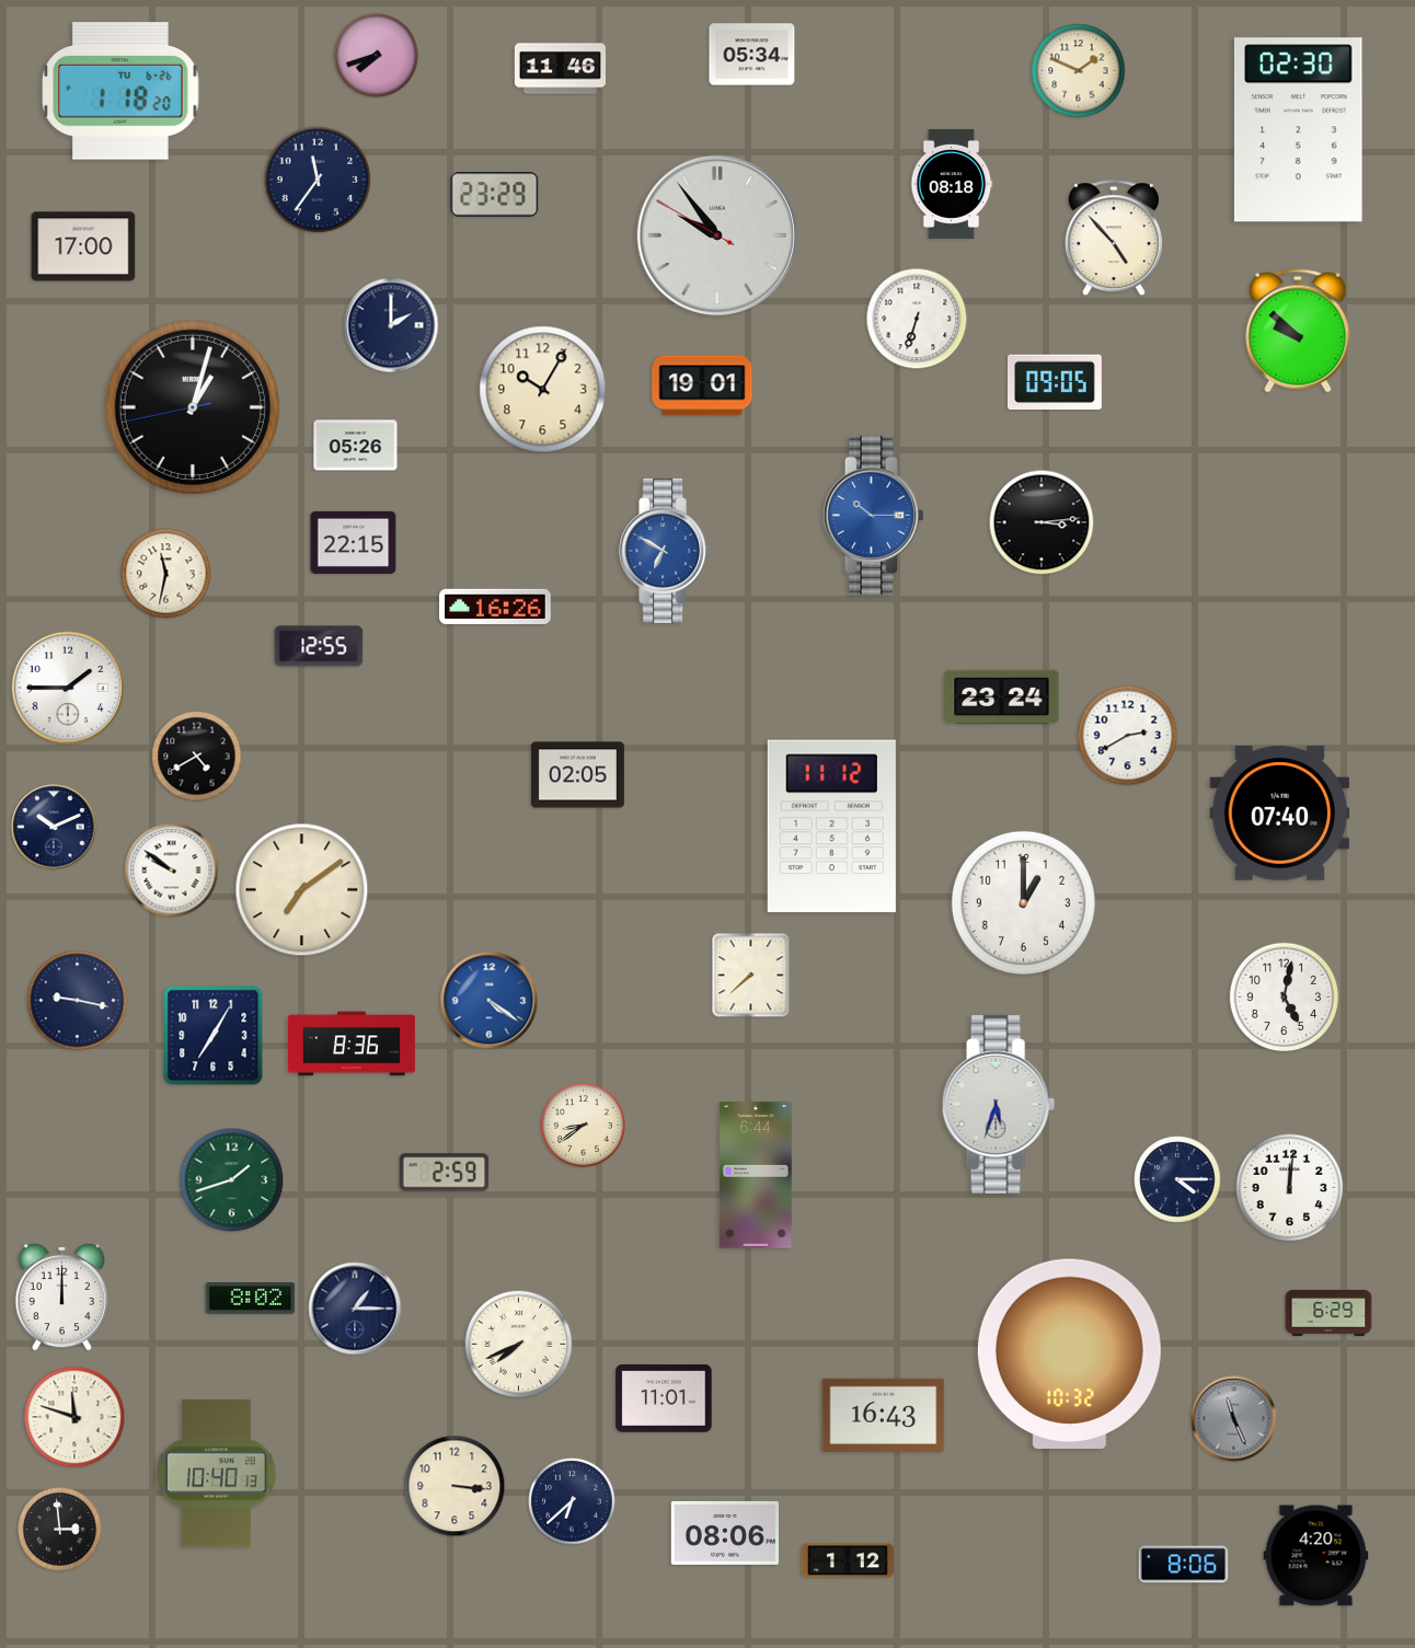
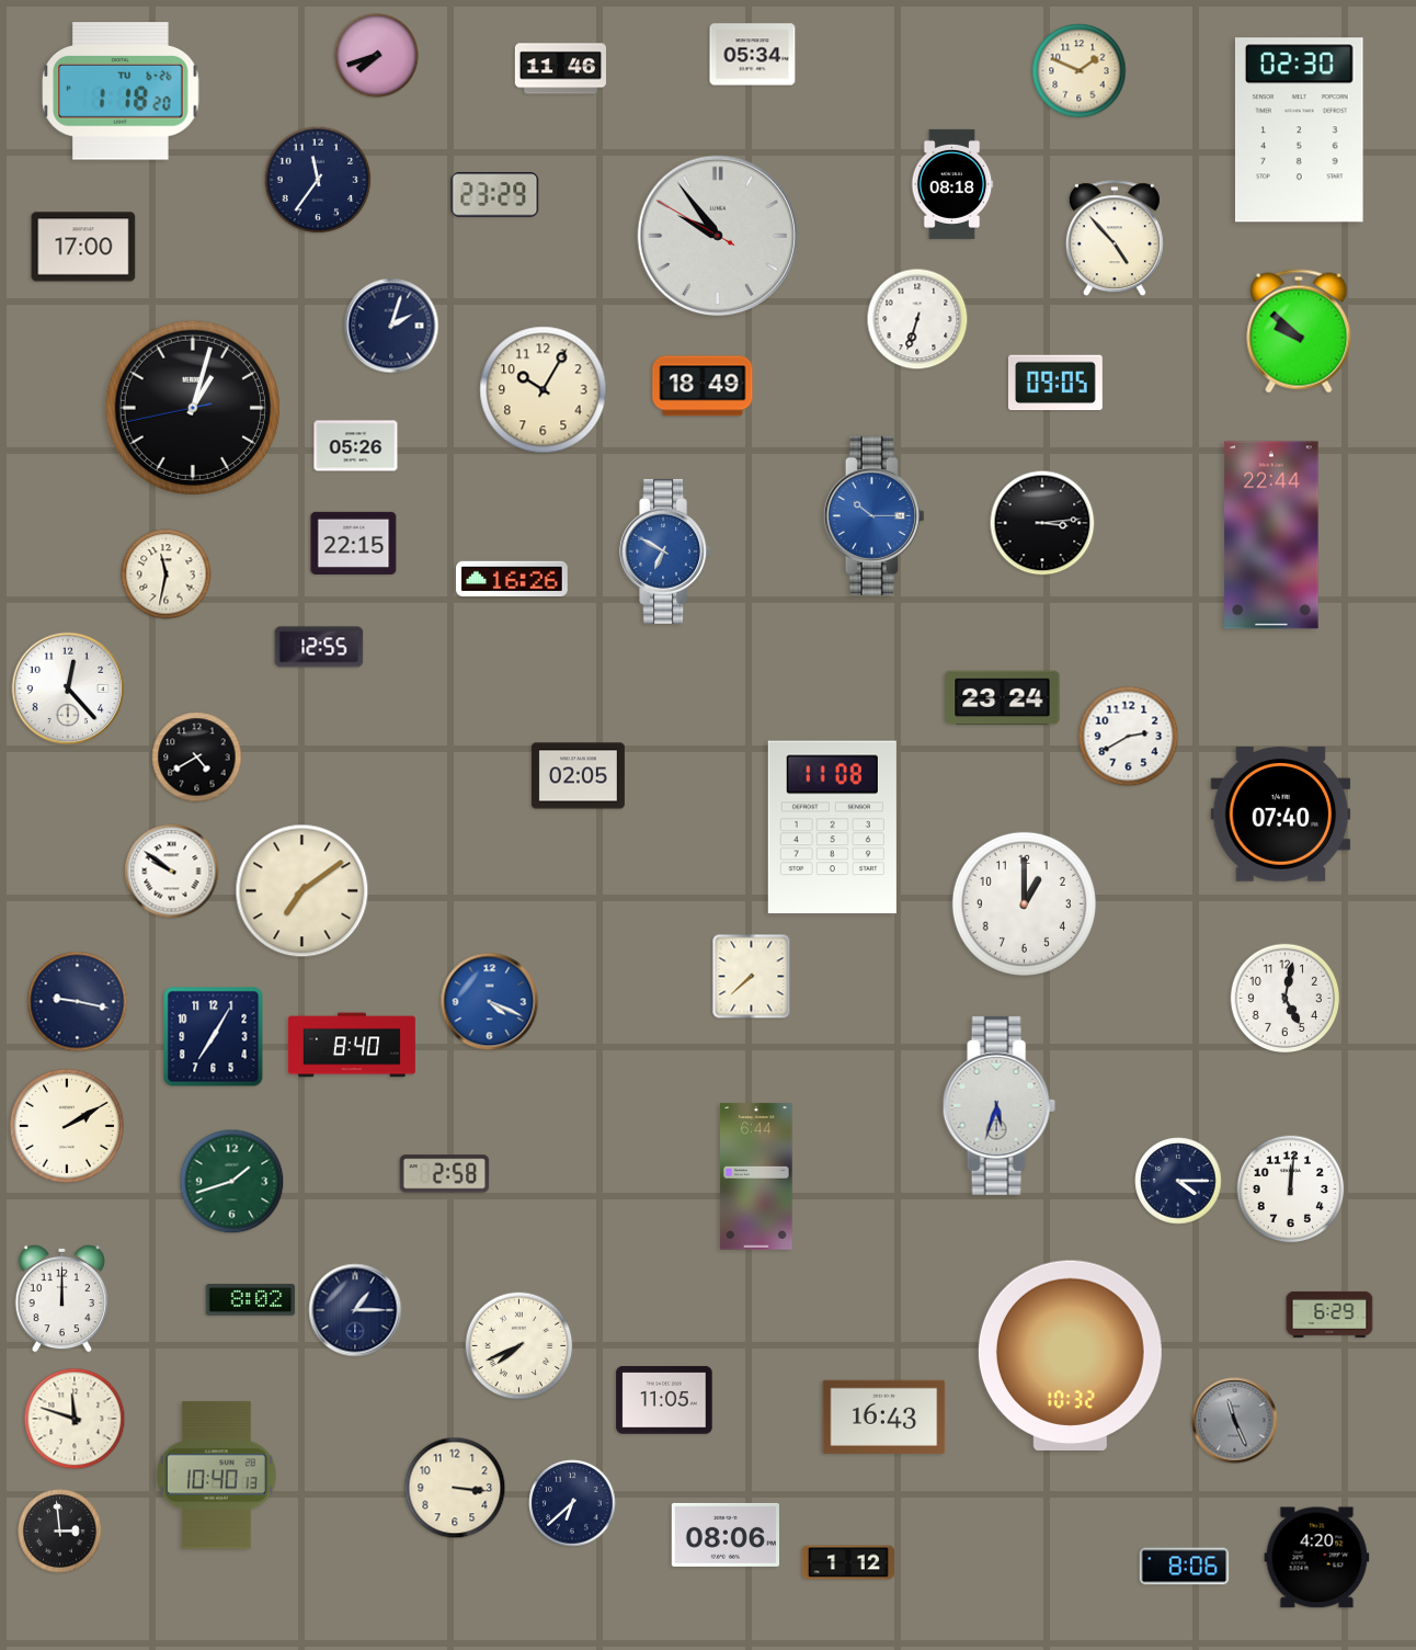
clock at (391, 325): 2:00 -> 2:03
clock at (702, 385): 19:01 -> 18:49
clock at (1271, 535): none -> 22:44
clock at (495, 607) position: (495, 607) -> (512, 579)
clock at (68, 688): 1:45 -> 12:23
clock at (54, 827): 10:11 -> none
clock at (831, 827): 11:12 -> 11:08
clock at (490, 1001): 4:21 -> 4:19
clock at (352, 1044): 8:36 -> 8:40
clock at (67, 1126): none -> 2:10
clock at (584, 1126): 8:39 -> none
clock at (445, 1173): 2:59 -> 2:58
clock at (664, 1398): 11:01 -> 11:05
